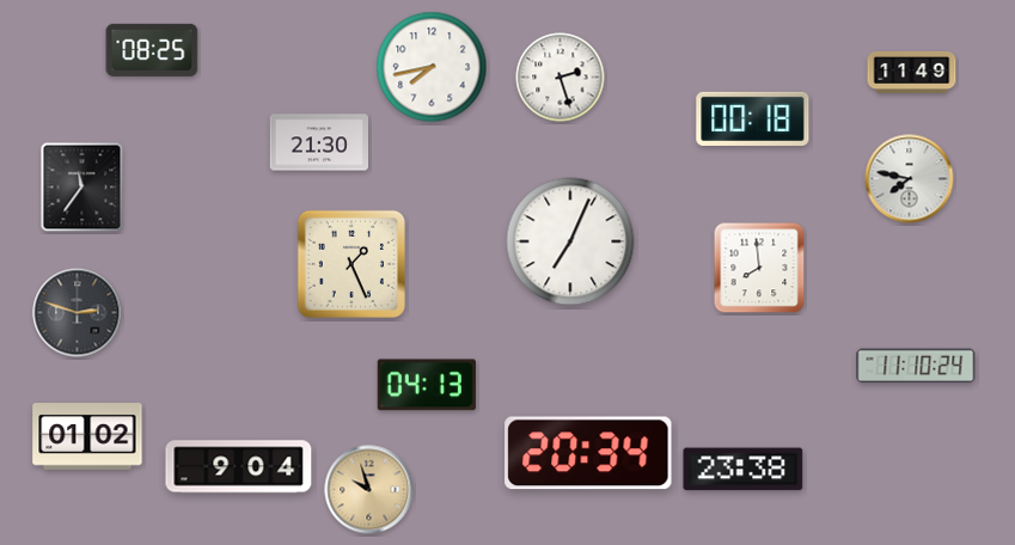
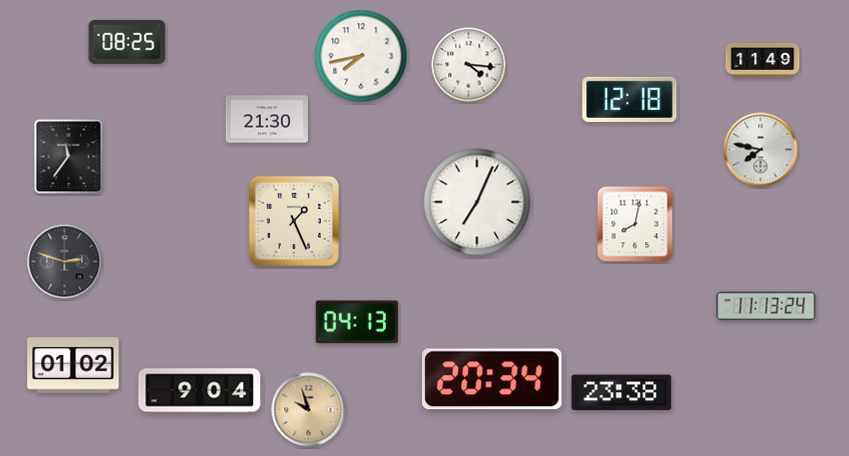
clock at (561, 78): 2:27 -> 4:16
clock at (753, 118): 00:18 -> 12:18
clock at (759, 268): 7:59 -> 8:02
clock at (916, 366): 11:10 -> 11:13
